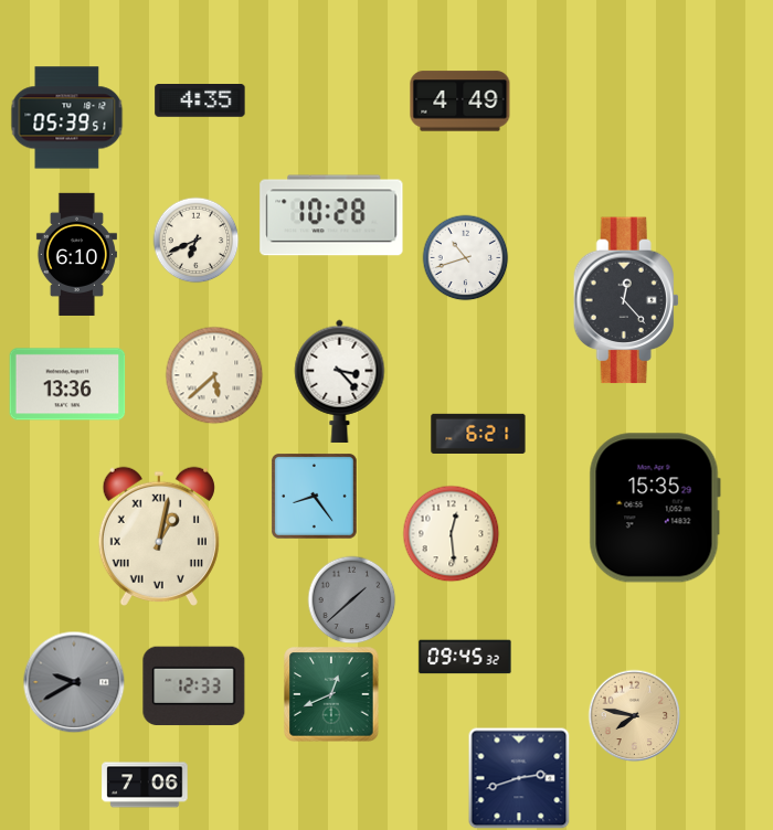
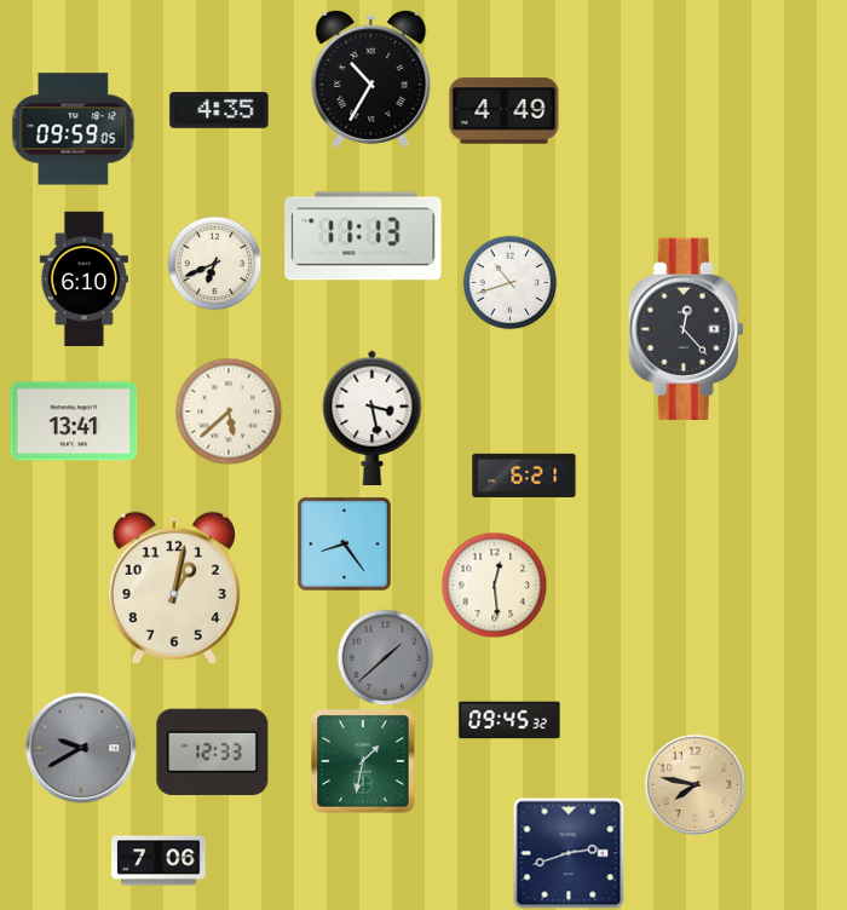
clock at (371, 79): none -> 10:35
clock at (67, 118): 05:39 -> 09:59
clock at (331, 215): 10:28 -> 11:13
clock at (214, 375) position: (214, 375) -> (229, 411)
clock at (340, 381): 3:23 -> 3:28
clock at (67, 384): 13:36 -> 13:41
clock at (655, 508): 15:35 -> none
clock at (159, 536) numerals: Roman -> Arabic
clock at (331, 694): 12:41 -> 1:32
